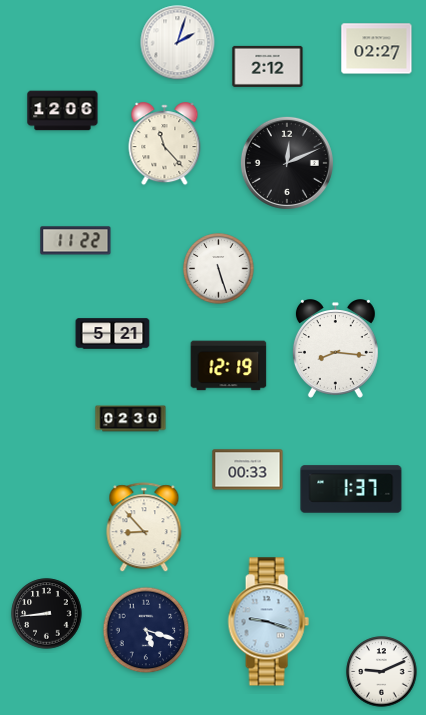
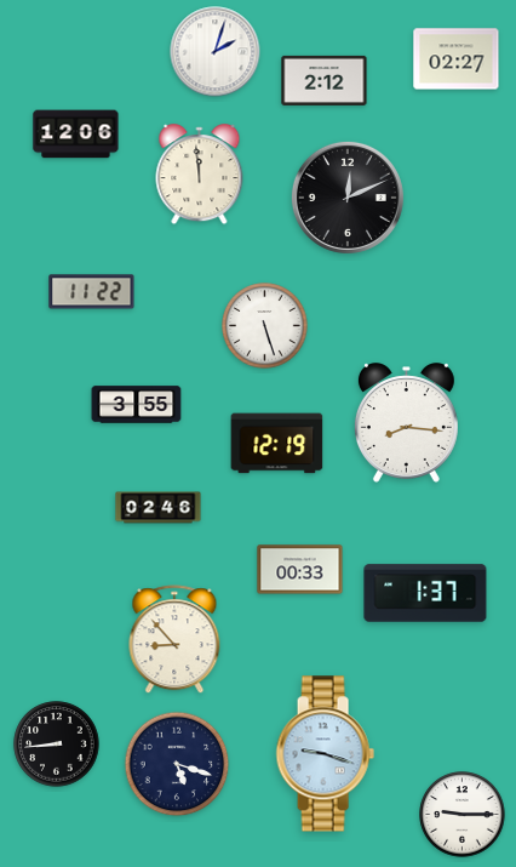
clock at (165, 144): 11:23 -> 11:59
clock at (113, 334): 5:21 -> 3:55
clock at (131, 419): 02:30 -> 02:46
clock at (382, 672): 9:11 -> 9:15
